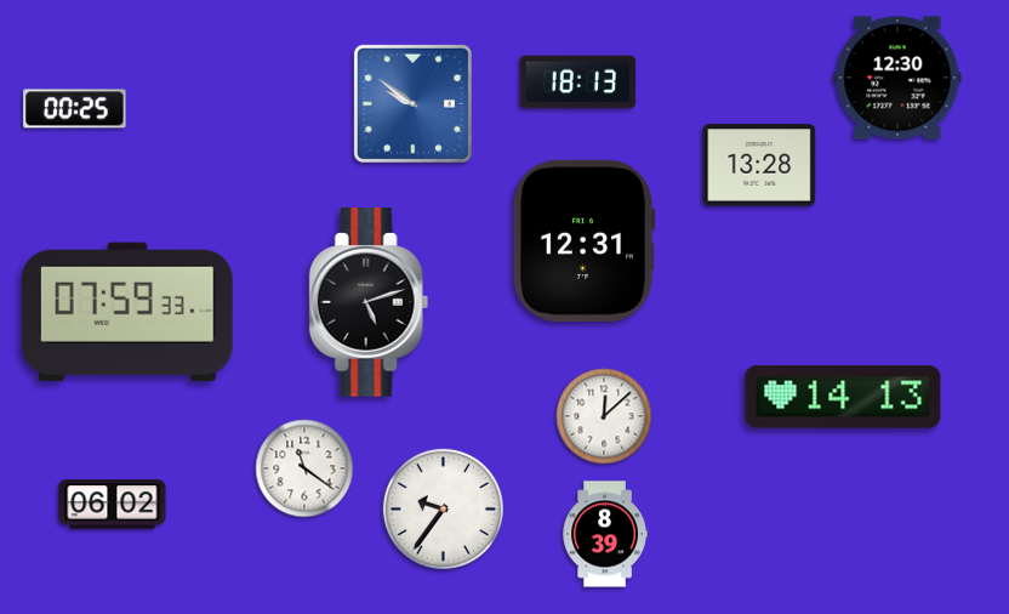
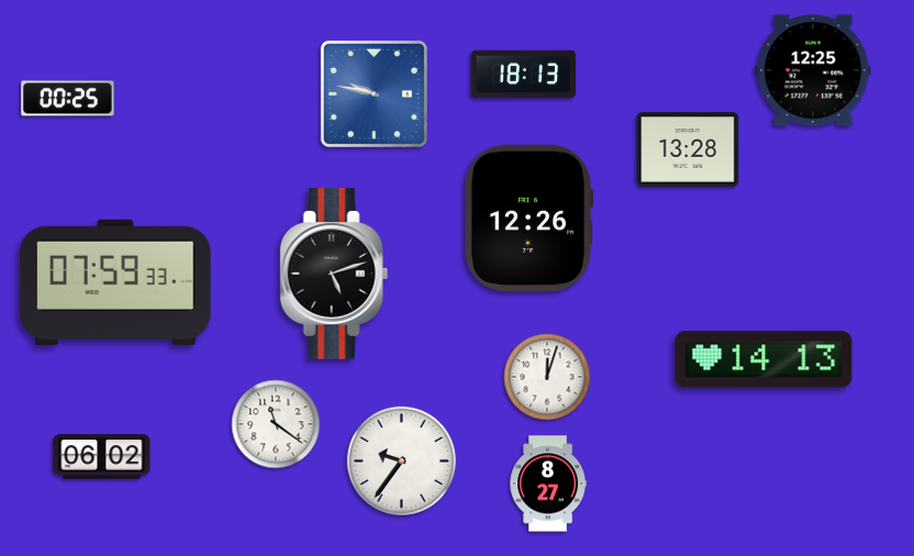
clock at (897, 78): 12:30 -> 12:25
clock at (412, 103): 9:51 -> 9:47
clock at (583, 240): 12:31 -> 12:26
clock at (604, 416): 12:08 -> 12:03
clock at (605, 534): 8:39 -> 8:27
